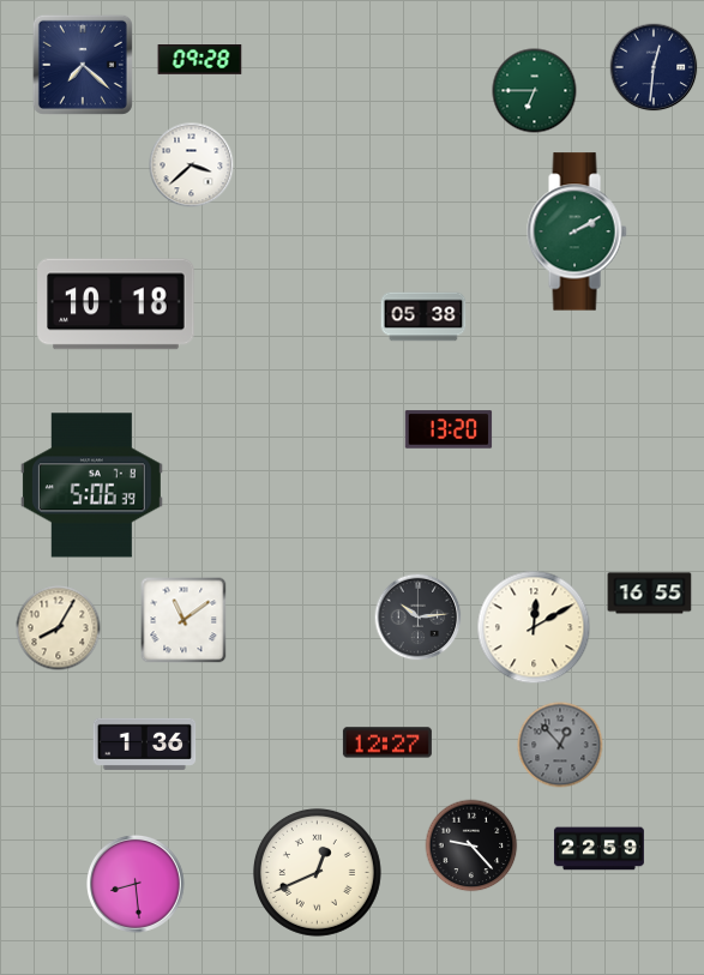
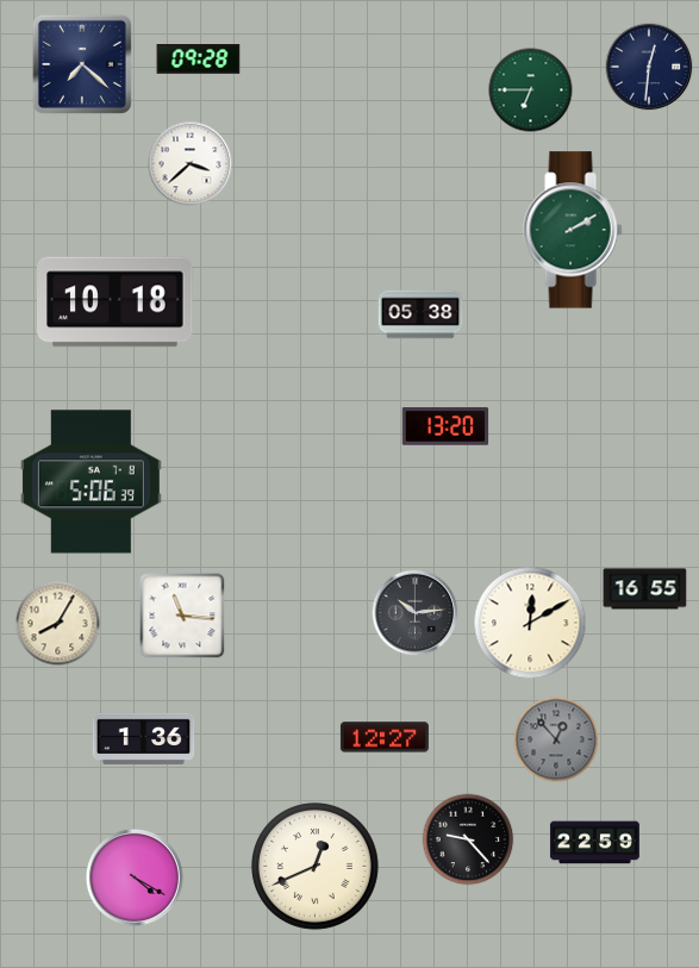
clock at (183, 620): 11:09 -> 11:16
clock at (137, 885): 8:29 -> 4:20
